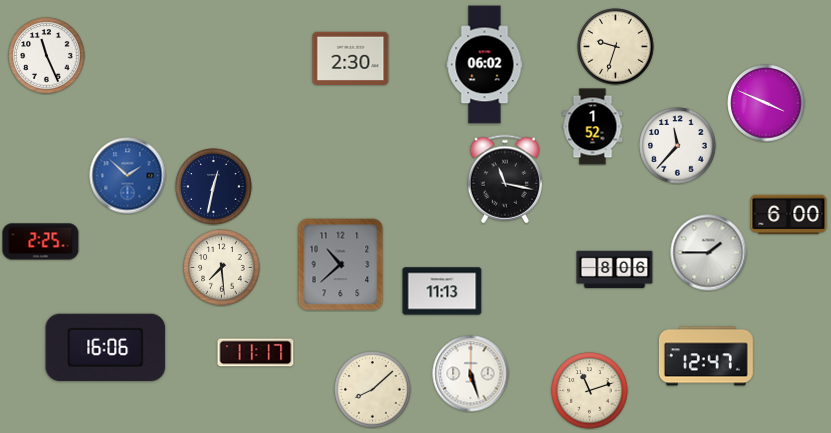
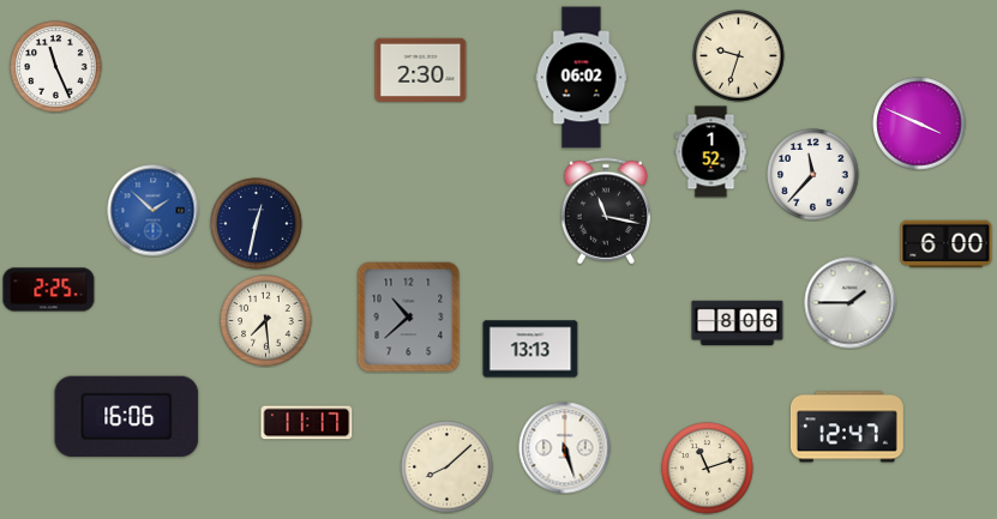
clock at (504, 179) position: (504, 179) -> (605, 211)
clock at (789, 215) position: (789, 215) -> (947, 245)
clock at (442, 291): 11:13 -> 13:13
